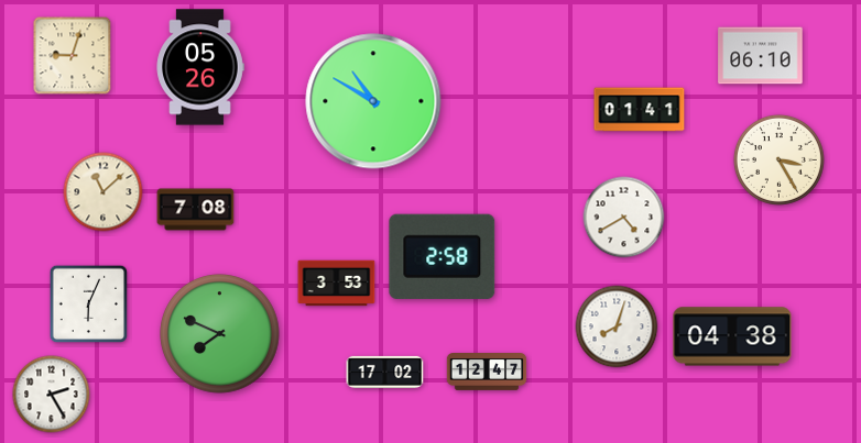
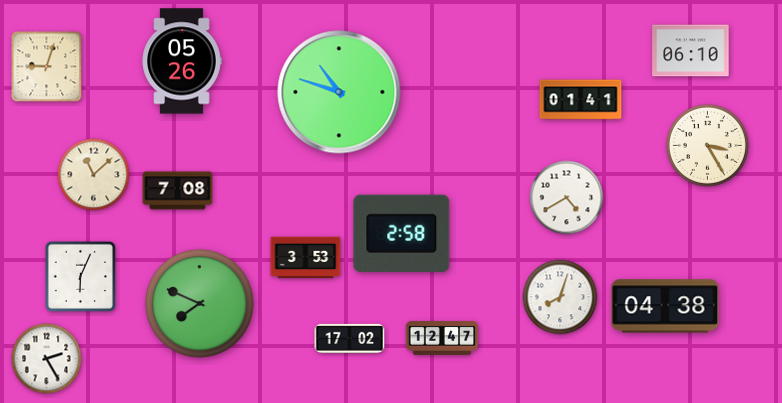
clock at (73, 56) position: (73, 56) -> (47, 67)
clock at (373, 101): 10:50 -> 10:48
